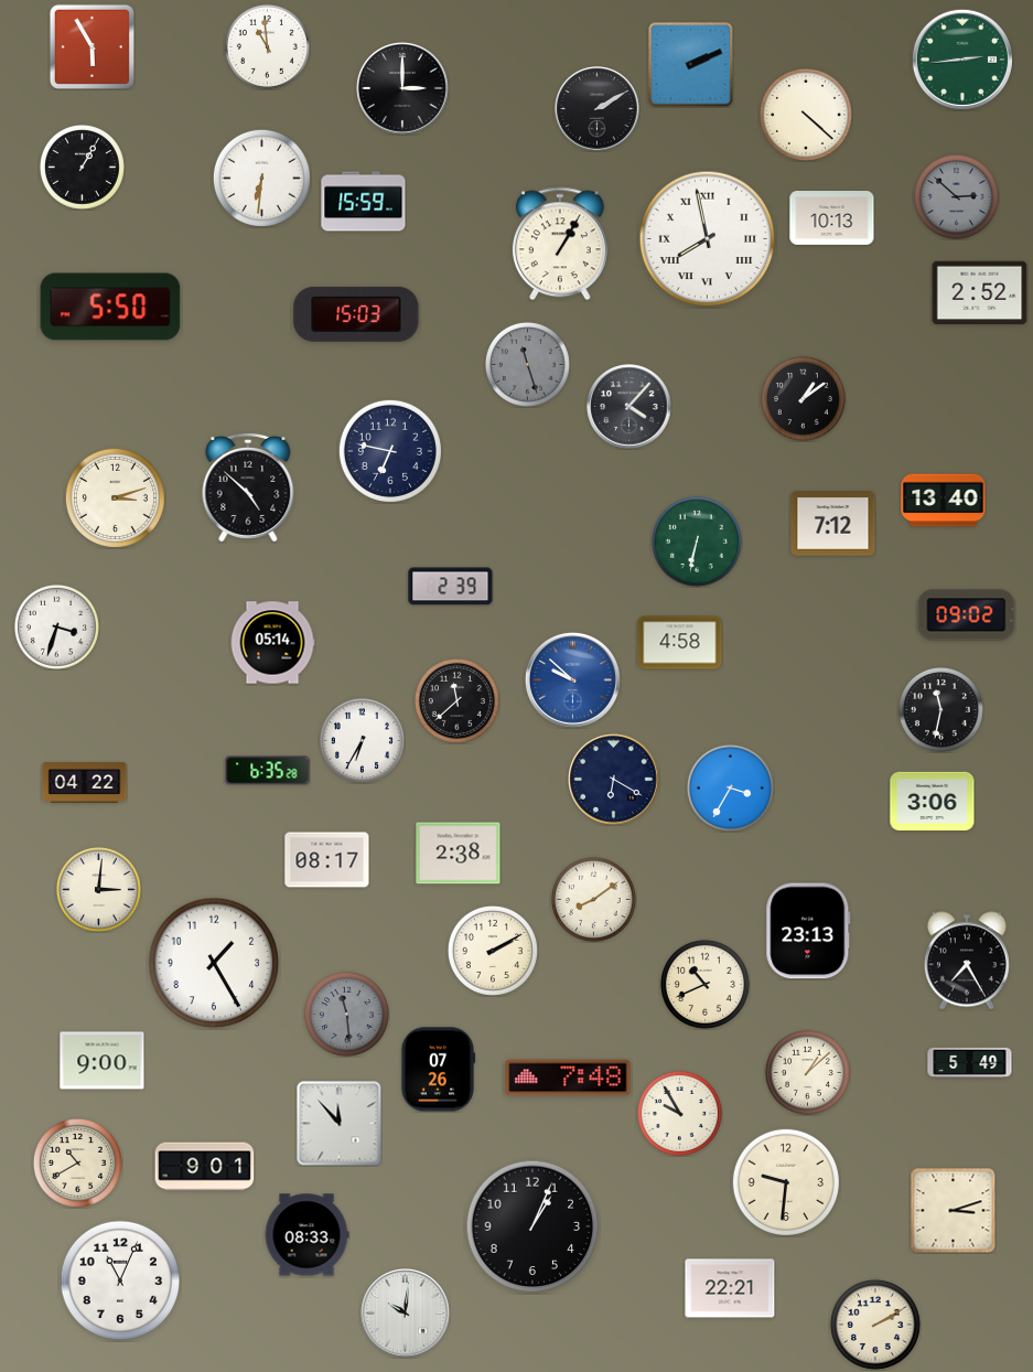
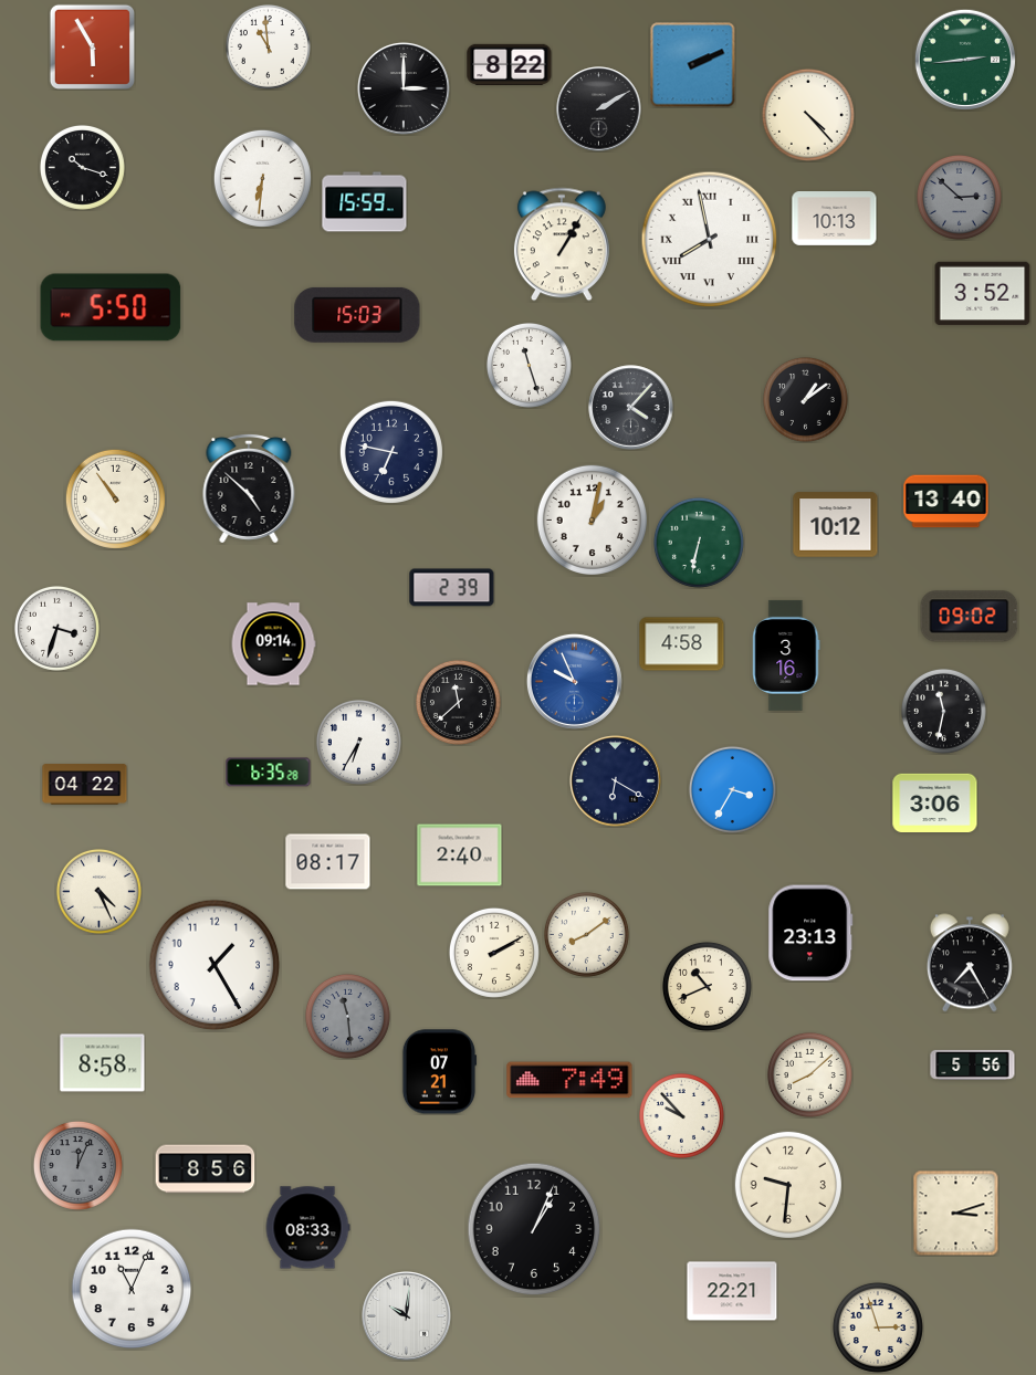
clock at (510, 64): none -> 8:22
clock at (806, 115): 4:22 -> 4:23
clock at (82, 167): 1:05 -> 10:18
clock at (980, 293): 2:52 -> 3:52
clock at (527, 364) dial: grey -> white
clock at (115, 497): 3:12 -> 10:54
clock at (592, 519): none -> 1:02
clock at (833, 524): 7:12 -> 10:12
clock at (272, 643): 05:14 -> 09:14
clock at (786, 655): none -> 3:16
clock at (572, 679): 9:52 -> 9:56
clock at (362, 740) position: (362, 740) -> (358, 742)
clock at (459, 854): 2:38 -> 2:40
clock at (98, 889): 3:01 -> 4:26
clock at (593, 899) position: (593, 899) -> (586, 934)
clock at (103, 1061): 9:00 -> 8:58
clock at (970, 1062): 5:49 -> 5:56
clock at (438, 1070): 07:26 -> 07:21
clock at (807, 1072): 1:08 -> 8:08
clock at (568, 1078): 7:48 -> 7:49
clock at (679, 1113): 9:55 -> 9:53
clock at (340, 1124): 11:53 -> none
clock at (77, 1162): 10:40 -> 12:04
clock at (77, 1162) dial: cream -> grey
clock at (205, 1167): 9:01 -> 8:56
clock at (306, 1235) position: (306, 1235) -> (307, 1228)
clock at (120, 1280) position: (120, 1280) -> (132, 1289)
clock at (875, 1325): 2:10 -> 2:57
